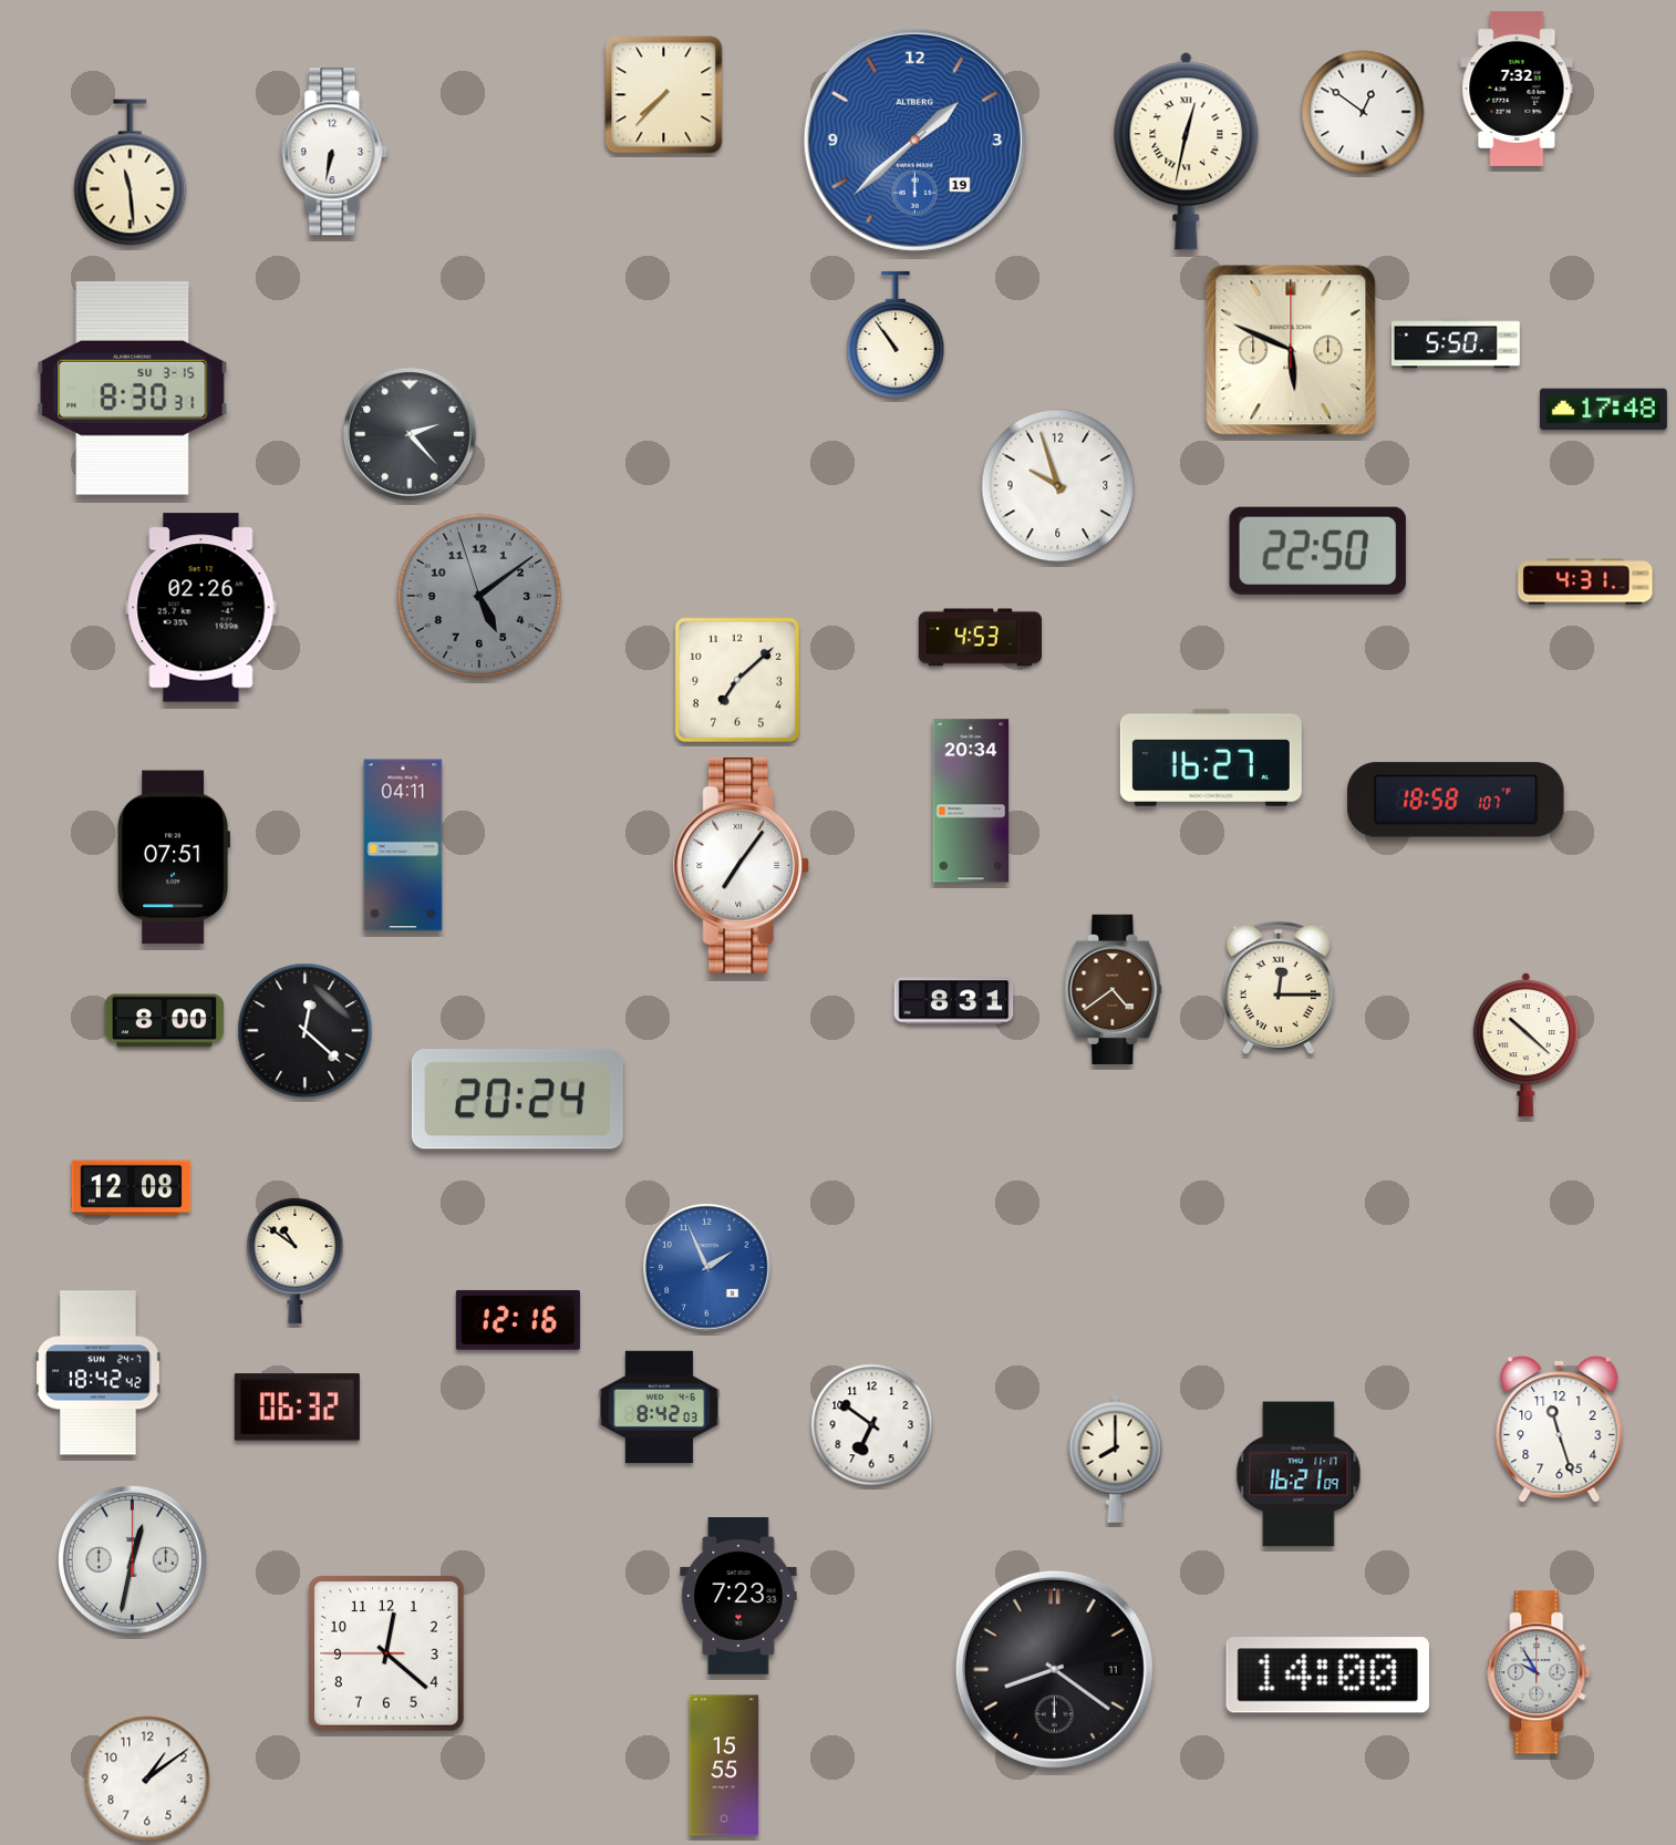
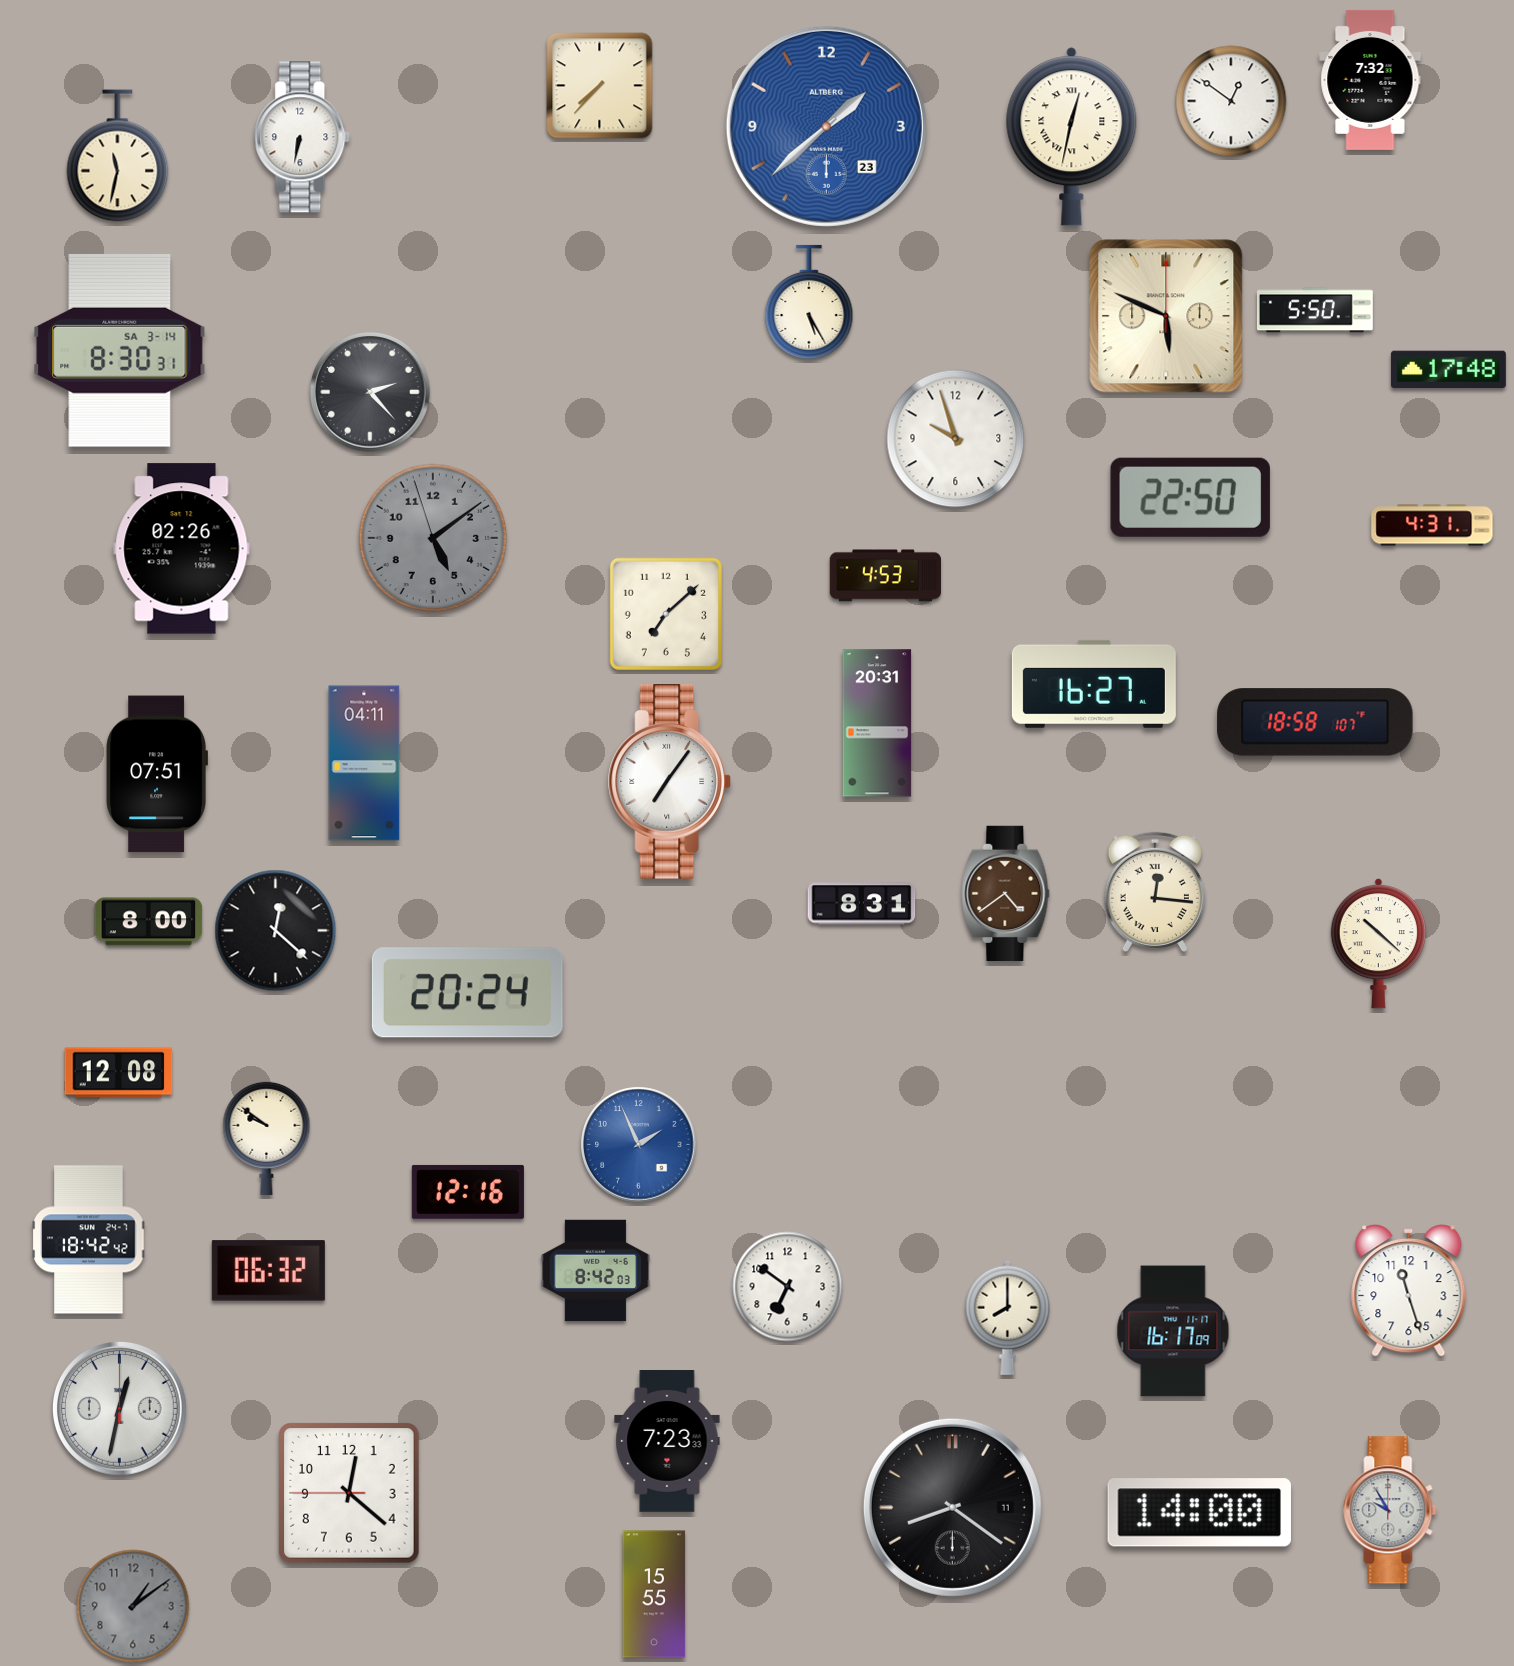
clock at (914, 140) date: 19 -> 23
clock at (131, 173): 11:29 -> 11:32
clock at (896, 334): 10:54 -> 5:25
clock at (133, 388) date: SU 3-15 -> SA 3-14
clock at (971, 801): 20:34 -> 20:31
clock at (1279, 988): 12:15 -> 12:16
clock at (296, 1260): 10:51 -> 9:51
clock at (1299, 1474): 16:21 -> 16:17
clock at (147, 1779) dial: white -> grey
